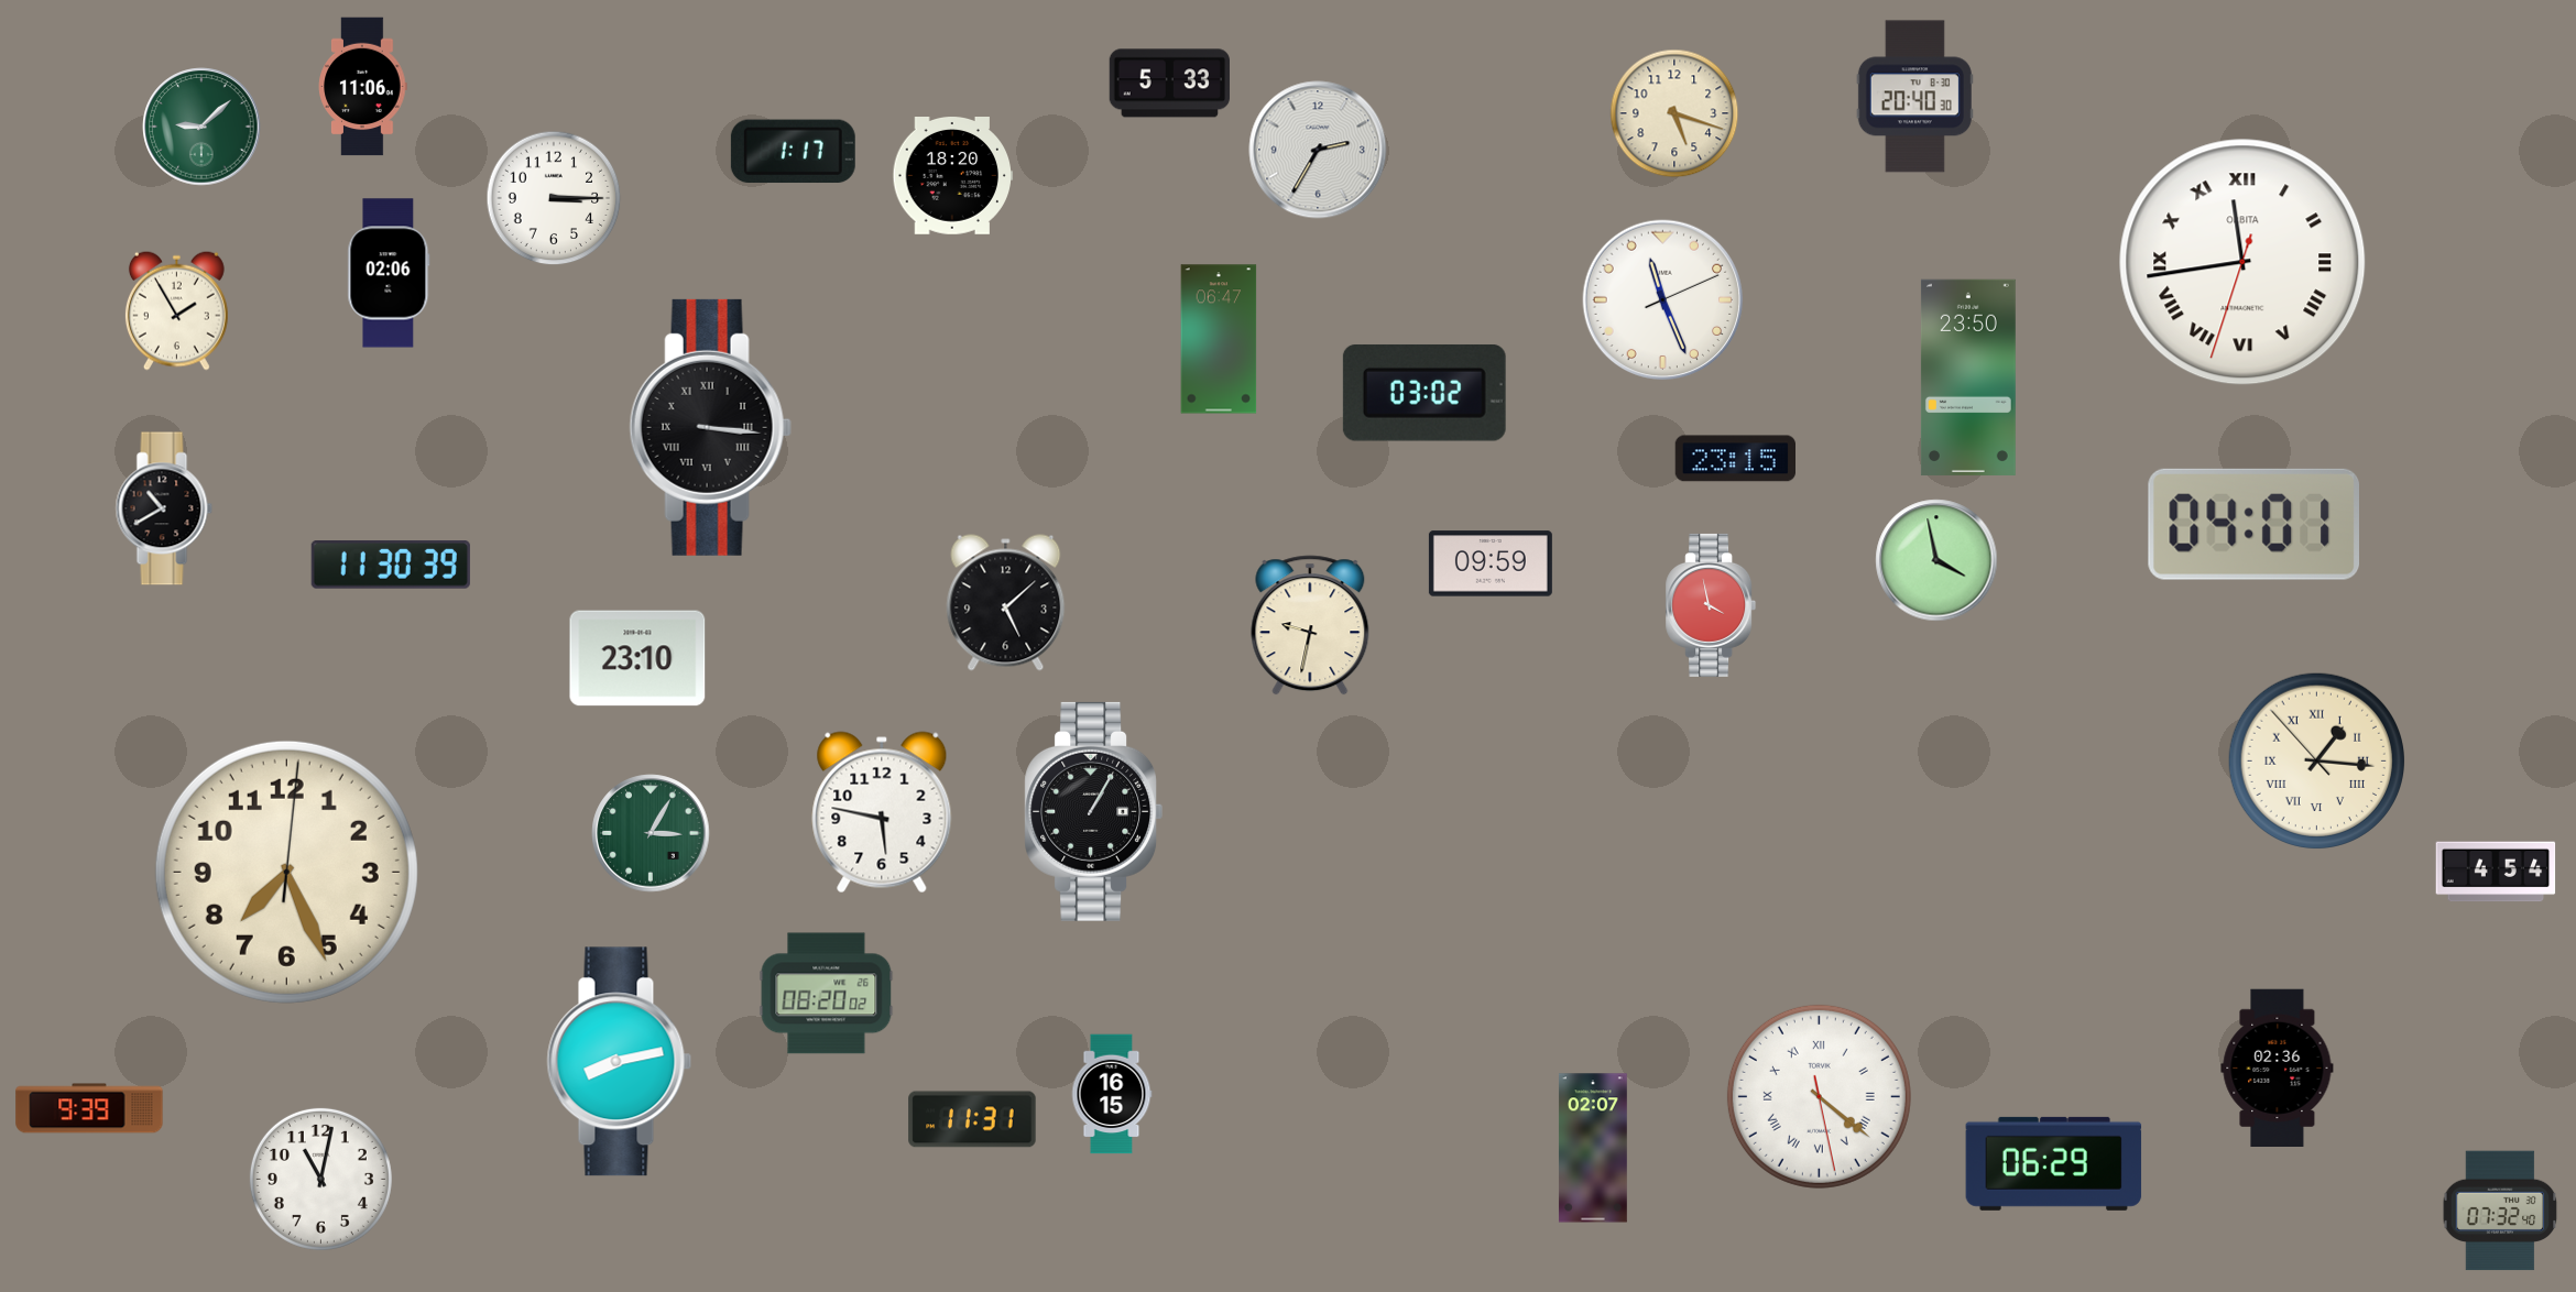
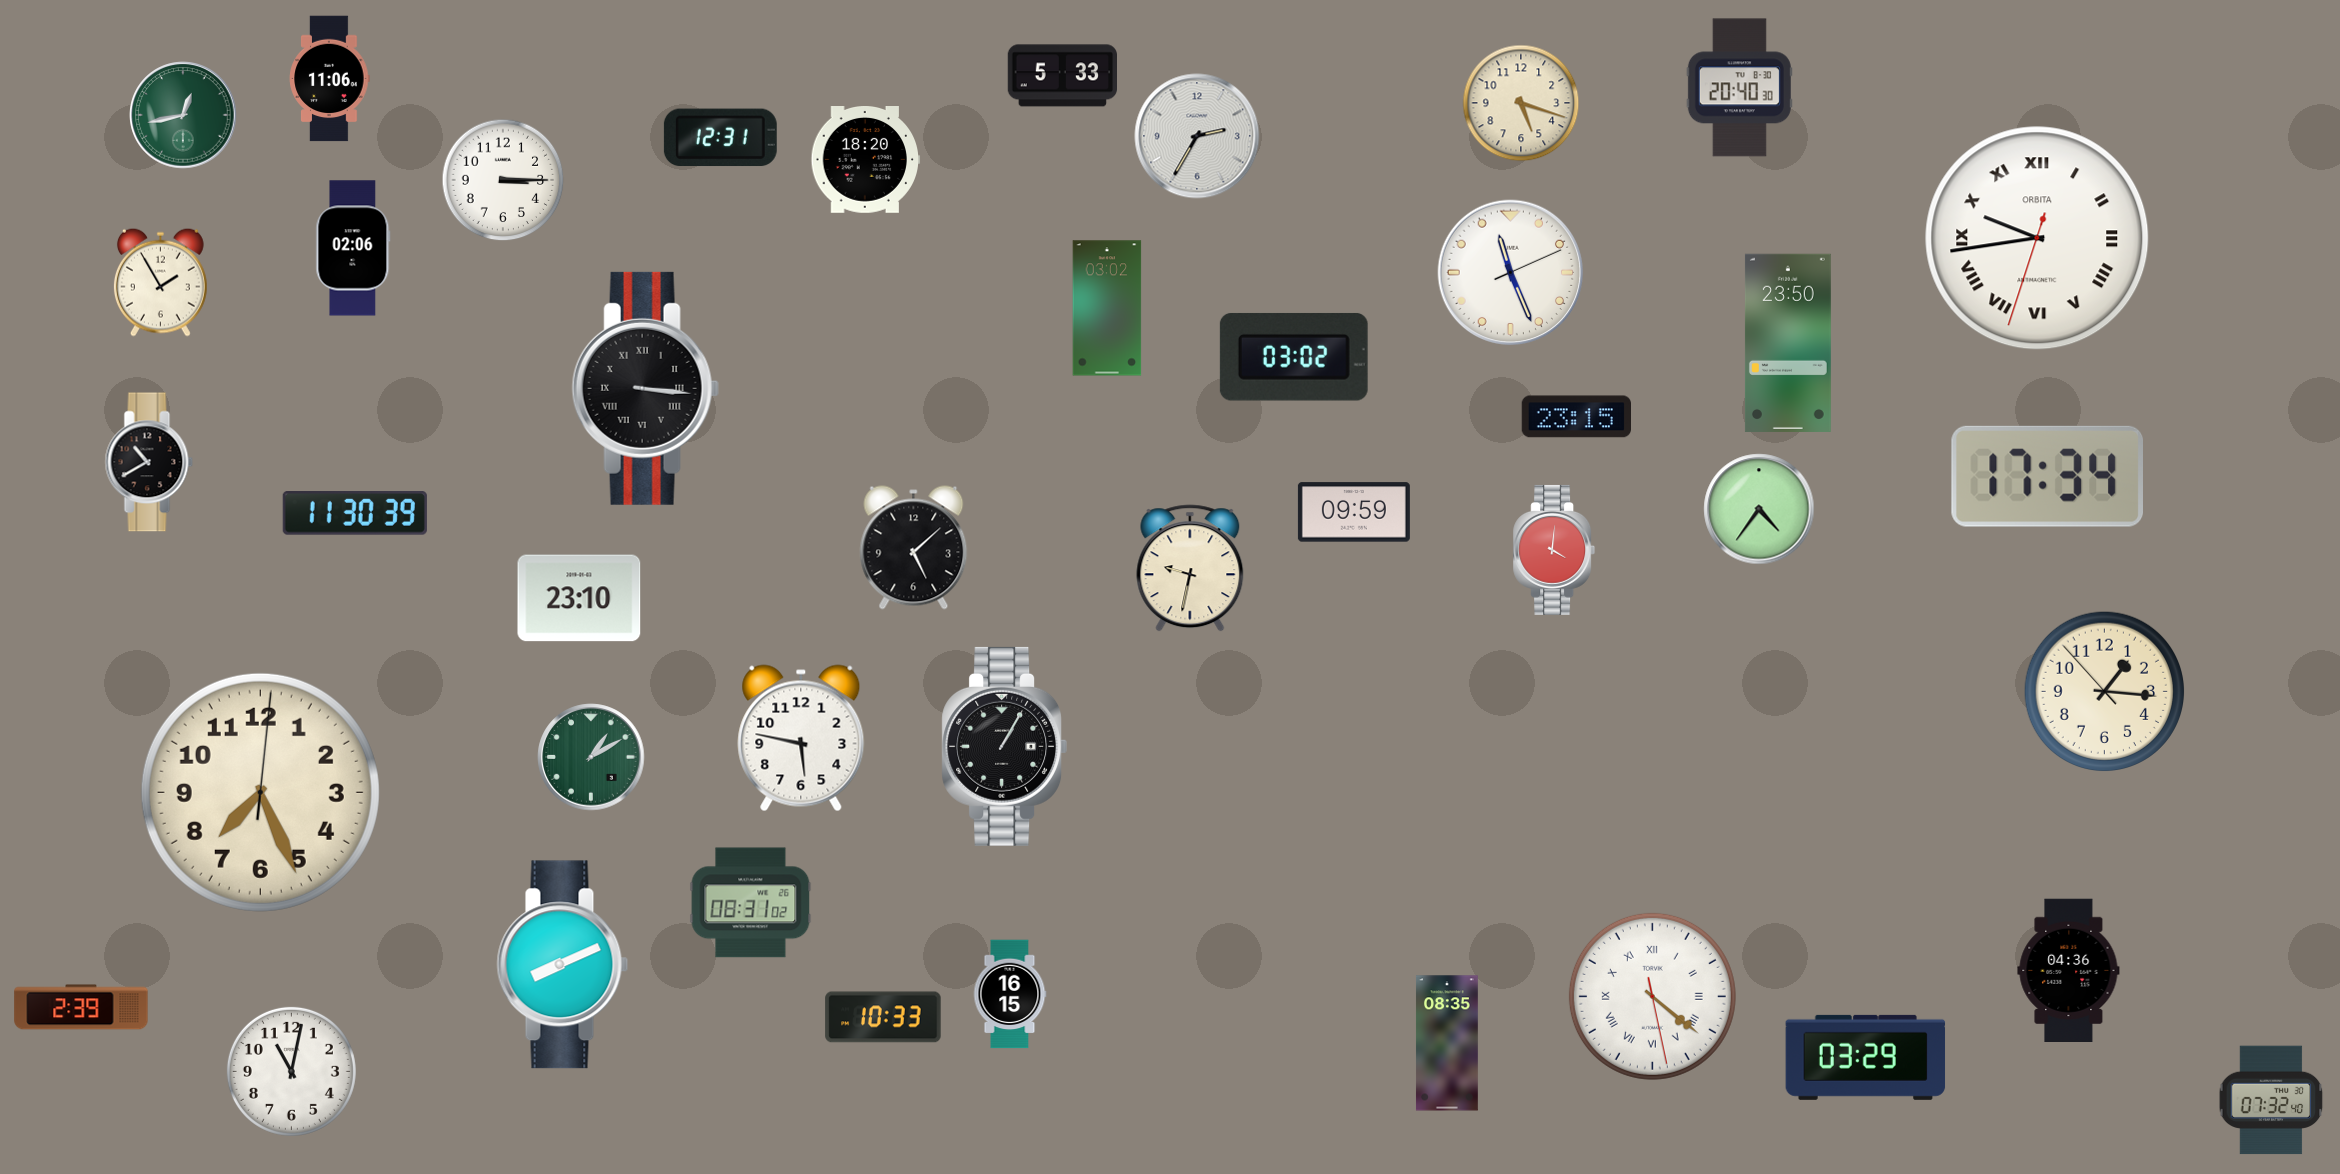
clock at (201, 127): 9:08 -> 12:43
clock at (793, 152): 1:17 -> 12:31
clock at (2242, 262): 11:43 -> 9:43
clock at (1219, 339): 06:47 -> 03:02
clock at (2253, 524): 04:01 -> 17:34
clock at (1936, 560): 3:58 -> 4:36
clock at (1711, 605): 3:58 -> 4:01
clock at (2316, 760) numerals: Roman -> Arabic
clock at (1094, 811) position: (1094, 811) -> (1005, 746)
clock at (651, 833): 3:05 -> 1:10
clock at (2496, 872): 4:54 -> none
clock at (827, 994): 08:20 -> 08:31
clock at (620, 1062): 8:13 -> 8:11
clock at (2278, 1067): 02:36 -> 04:36
clock at (89, 1108): 9:39 -> 2:39
clock at (972, 1119): 11:31 -> 10:33
clock at (1593, 1148): 02:07 -> 08:35
clock at (2054, 1163): 06:29 -> 03:29
